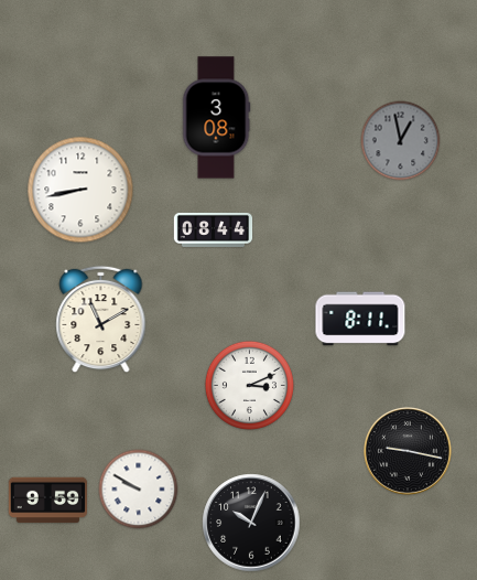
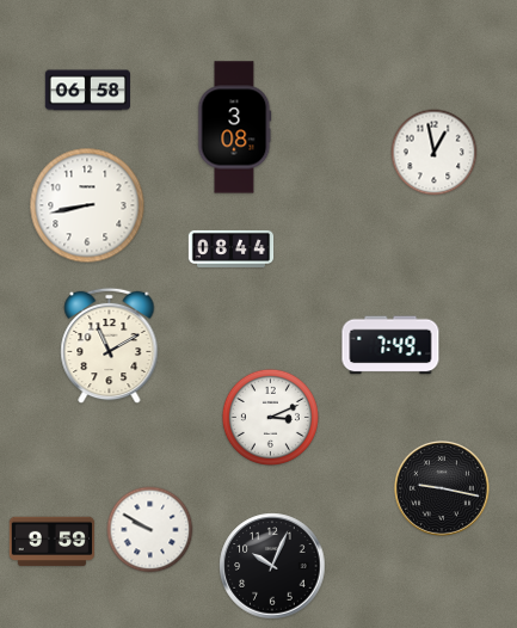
clock at (88, 91): none -> 06:58
clock at (401, 141) dial: grey -> white
clock at (360, 319): 8:11 -> 7:49
